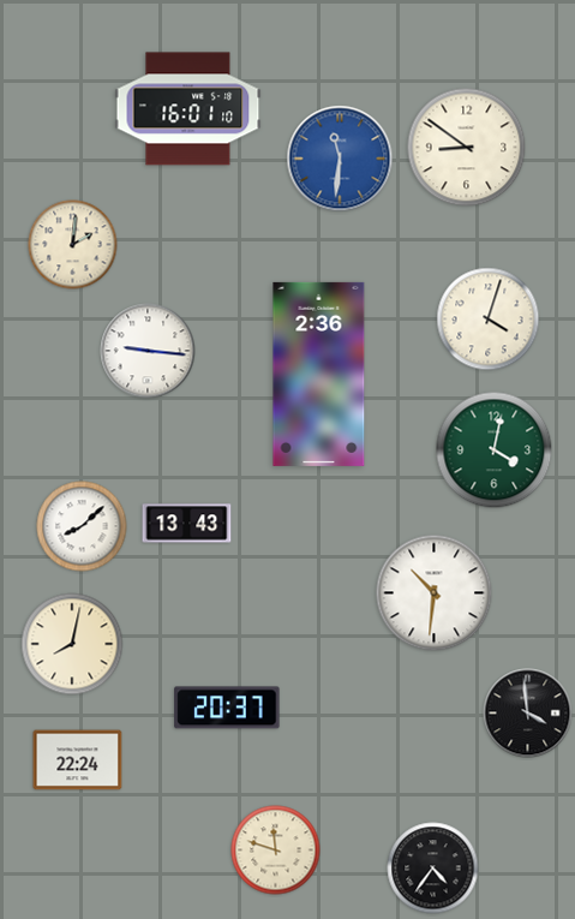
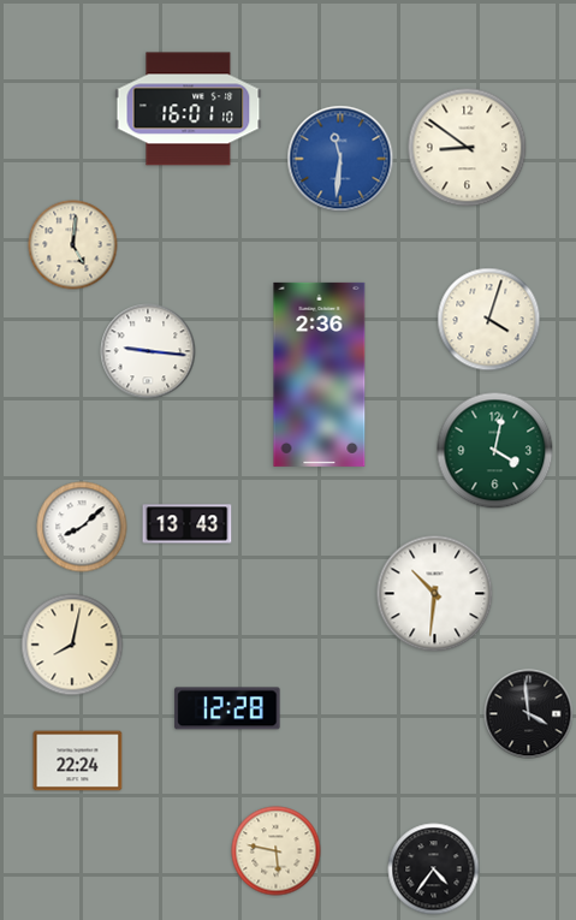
clock at (73, 245): 2:01 -> 5:01
clock at (227, 708): 20:37 -> 12:28
clock at (276, 851): 11:48 -> 5:47
